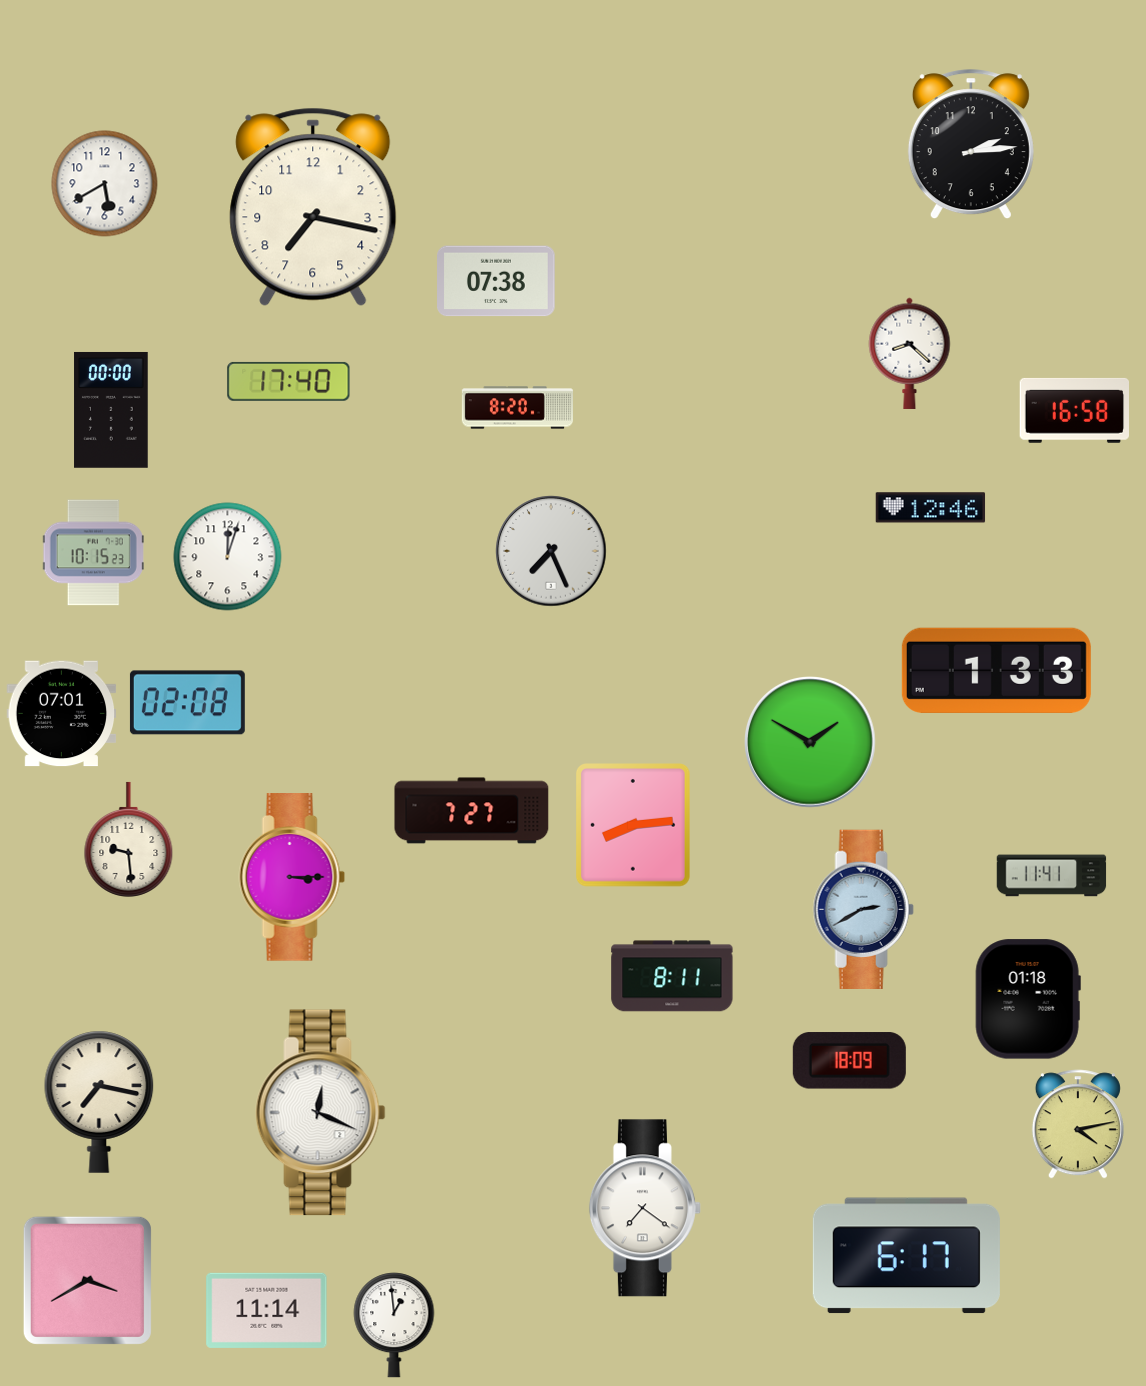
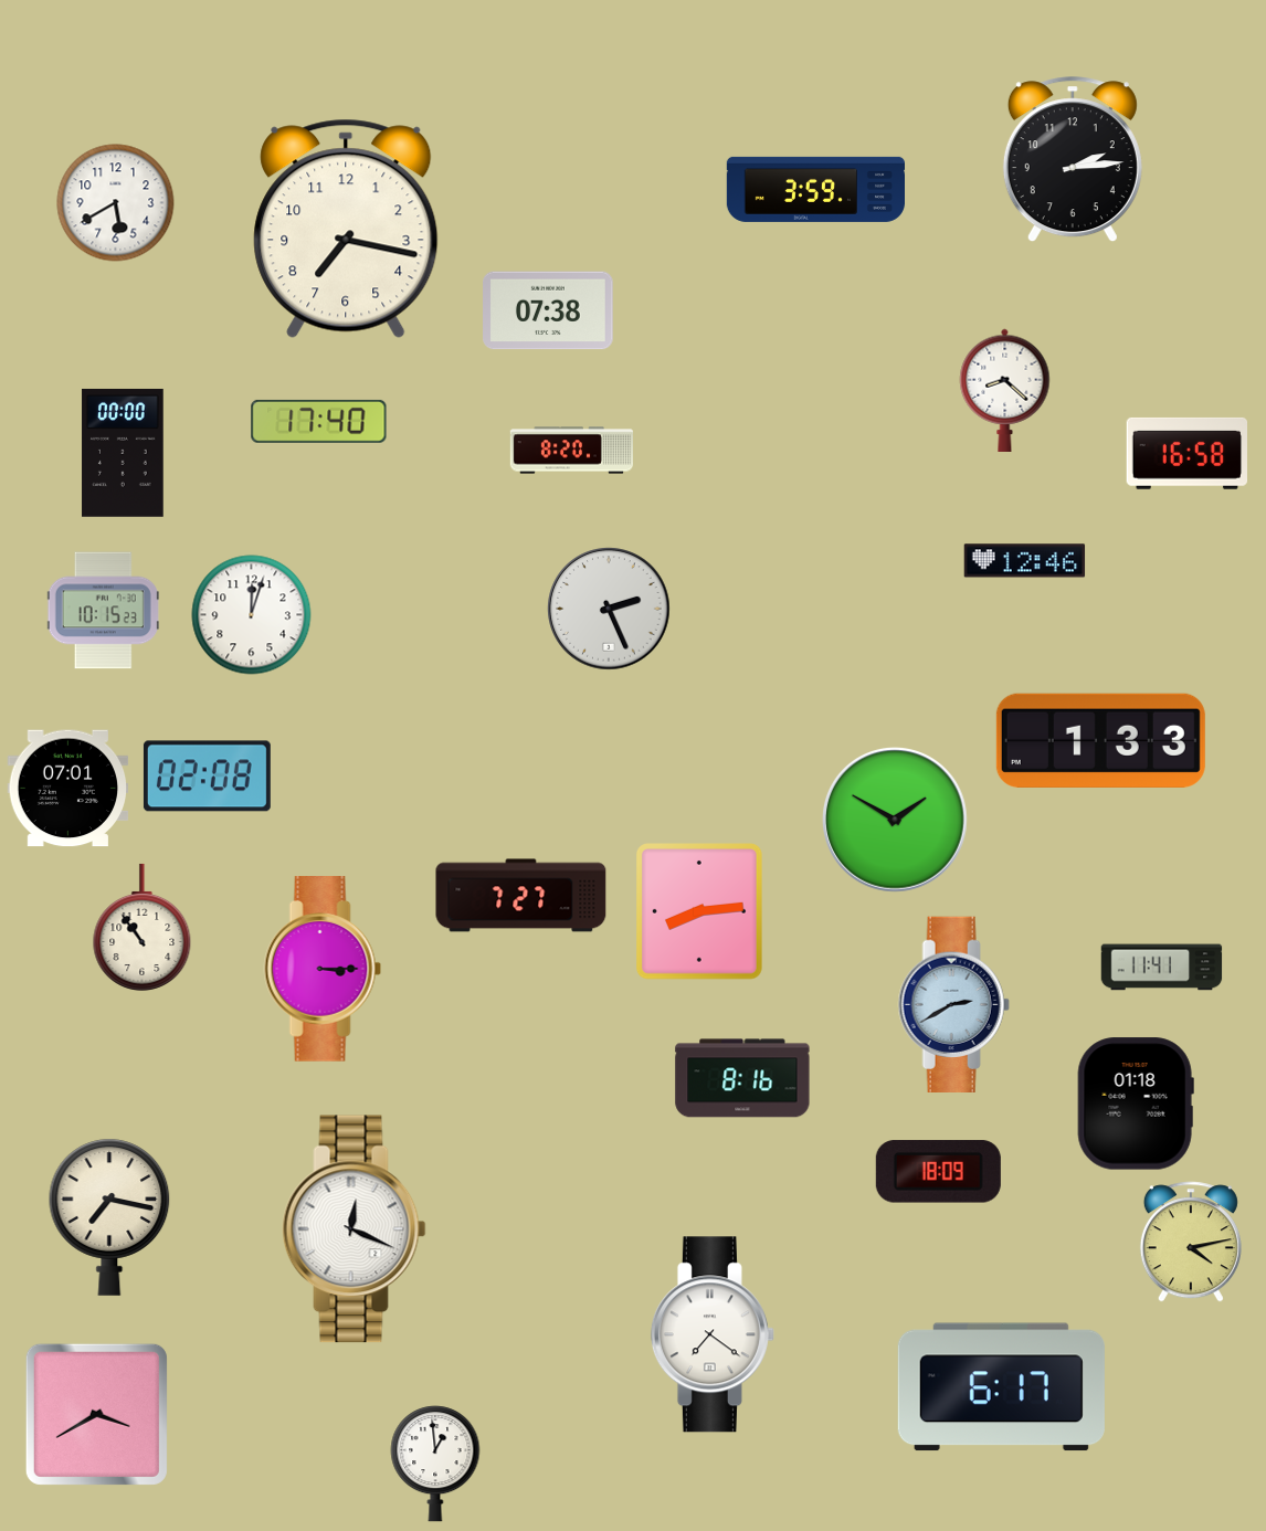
clock at (815, 189): none -> 3:59
clock at (931, 508) position: (931, 508) -> (1025, 561)
clock at (551, 551): 7:26 -> 2:26
clock at (129, 839): 9:29 -> 10:54
clock at (672, 976): 8:11 -> 8:16
clock at (267, 1310): 11:14 -> none
